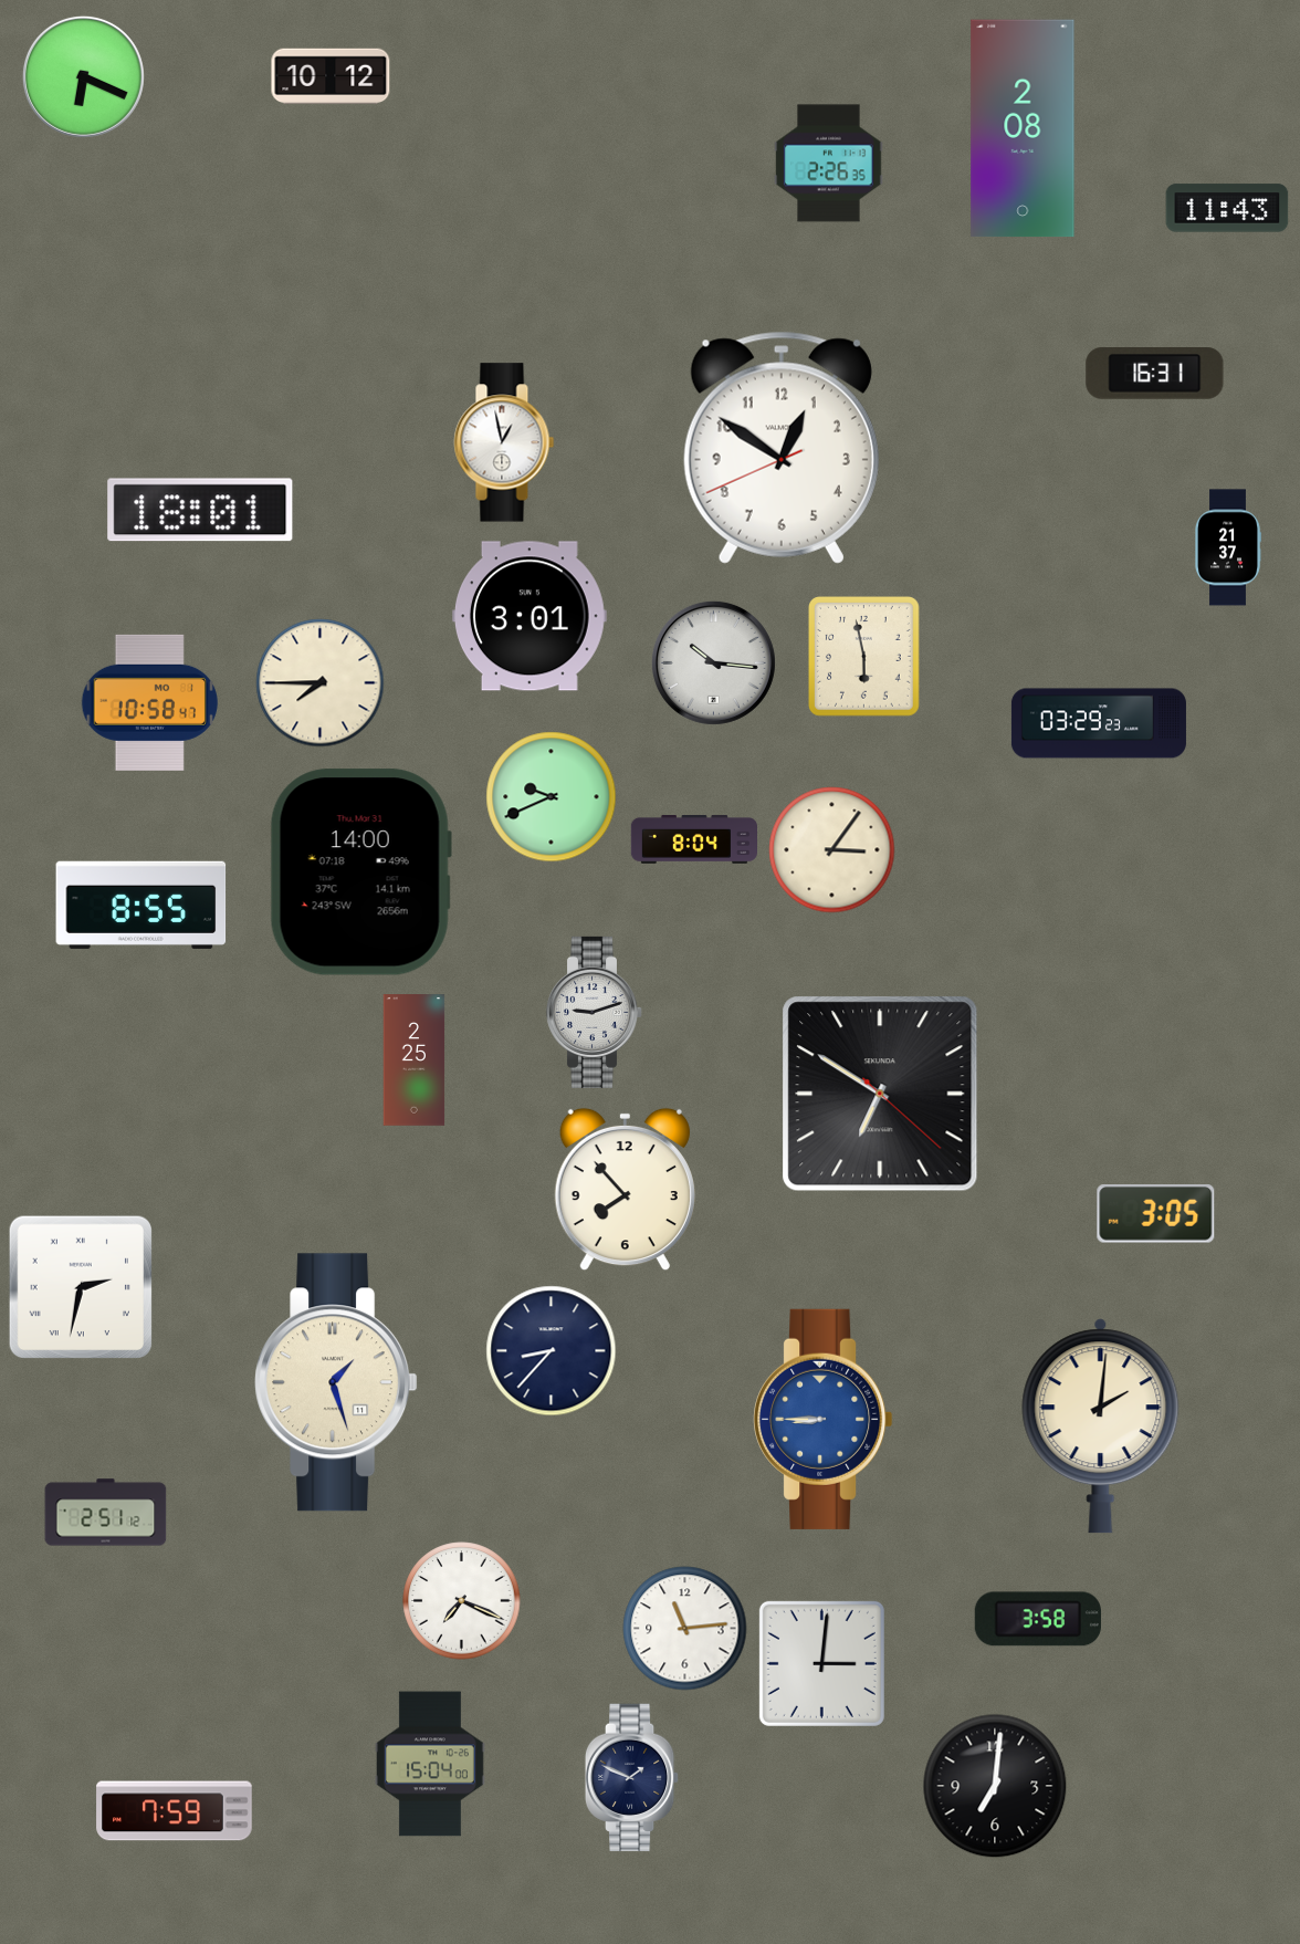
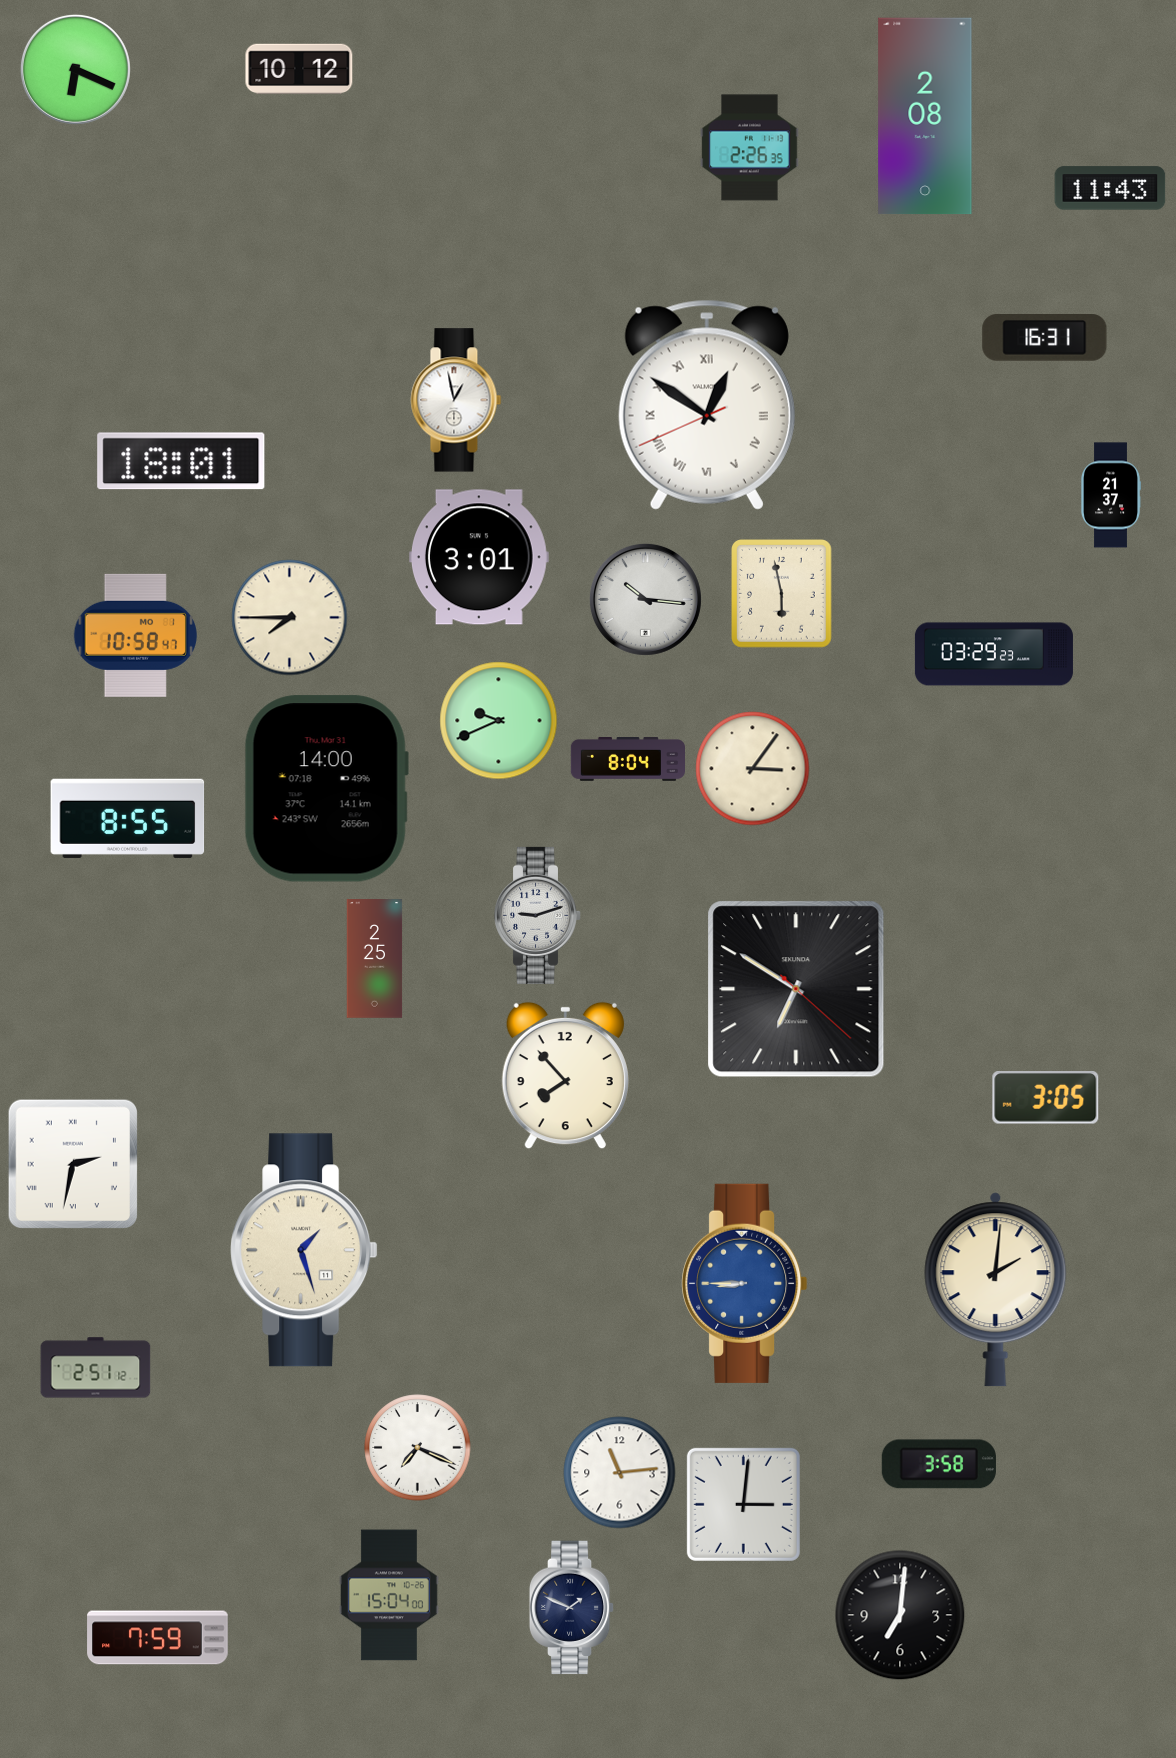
clock at (782, 448) numerals: Arabic -> Roman
clock at (552, 1351): 8:37 -> none
